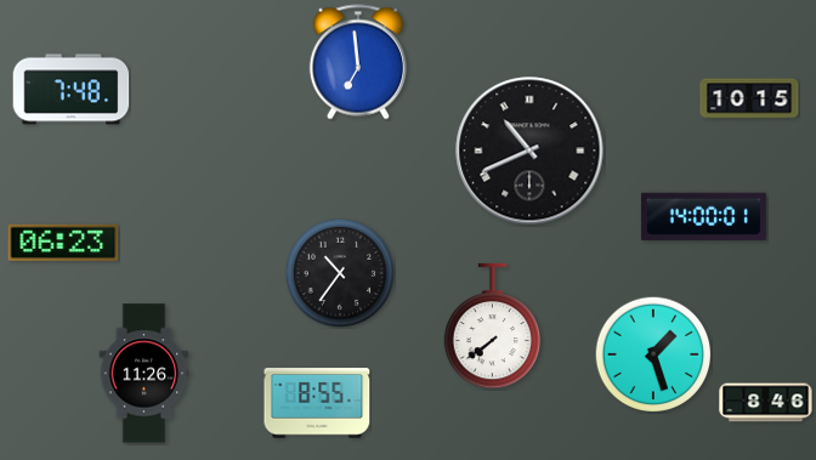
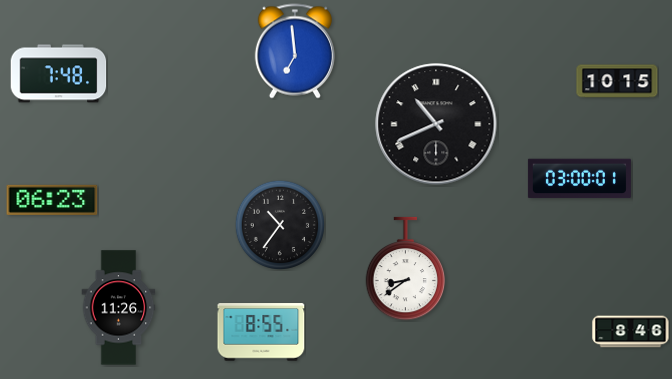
clock at (703, 217): 14:00 -> 03:00
clock at (493, 326): 7:39 -> 8:39
clock at (653, 354): 1:27 -> none
